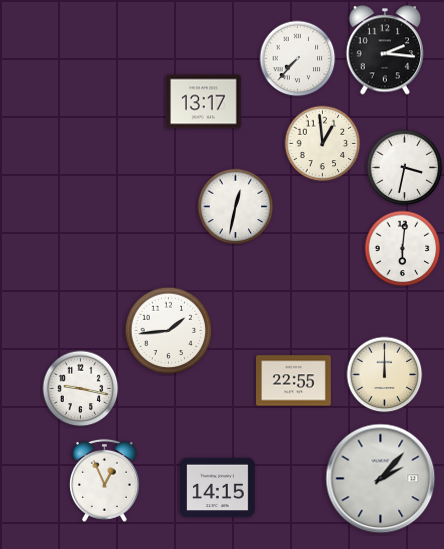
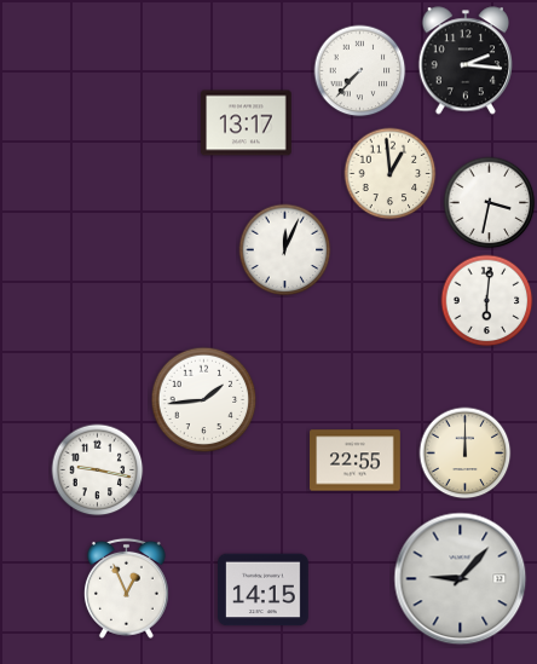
clock at (236, 207): 12:32 -> 12:04
clock at (381, 479): 2:07 -> 9:07
clock at (104, 480) position: (104, 480) -> (126, 588)
